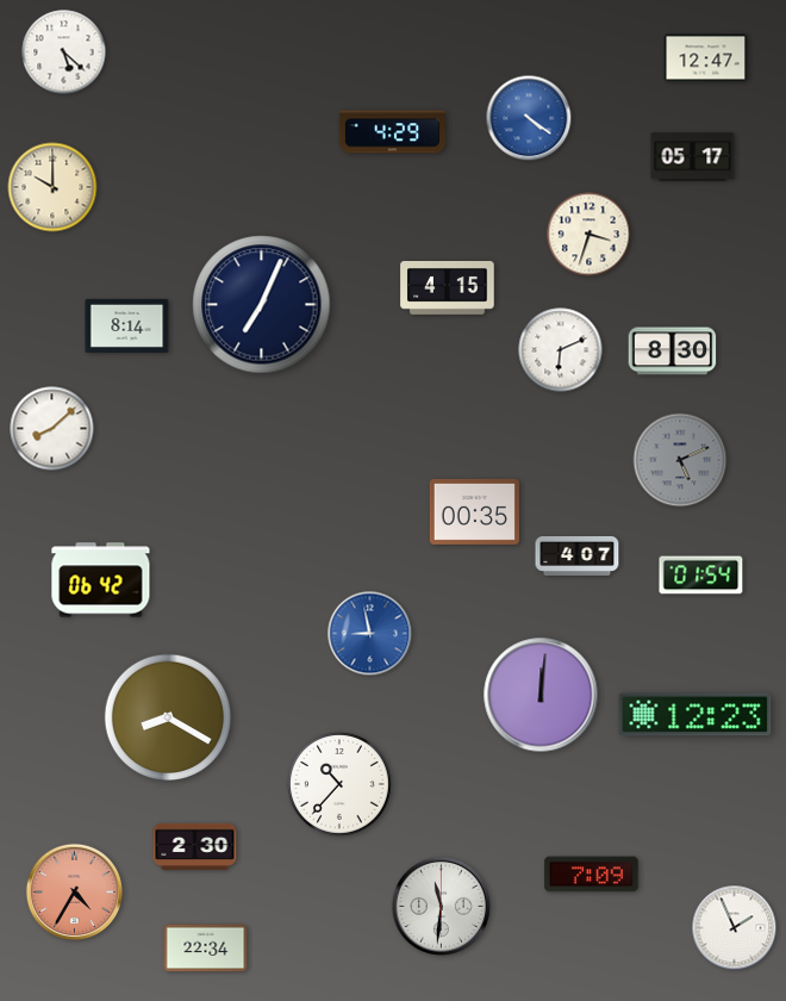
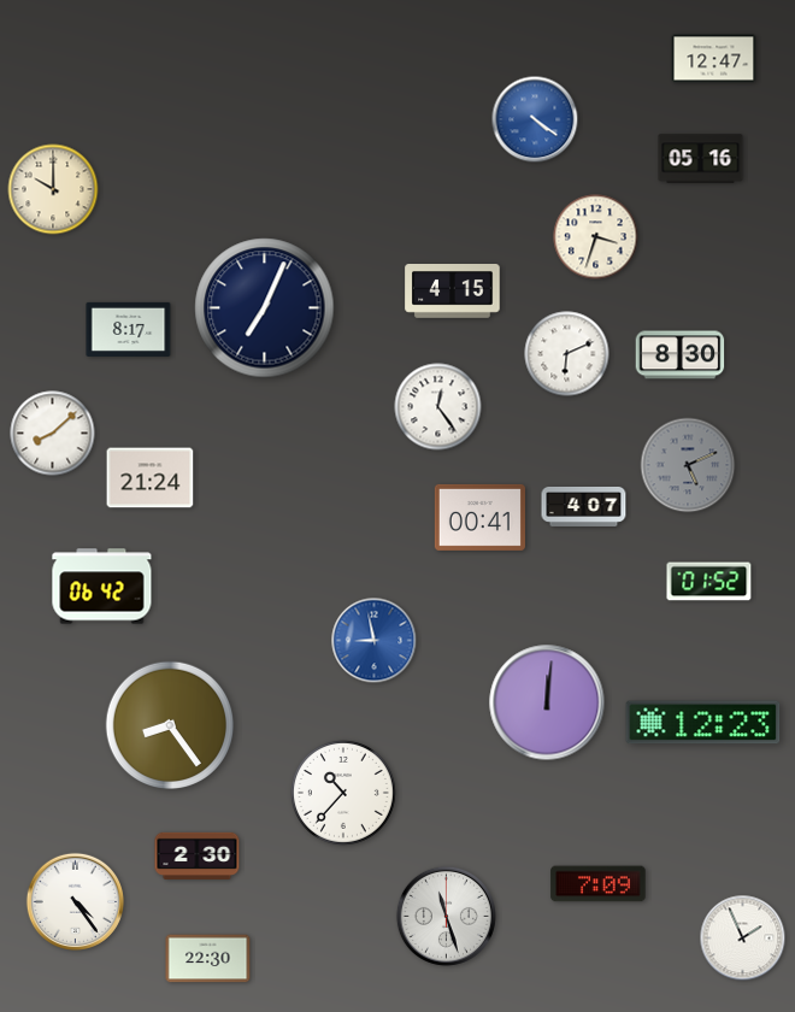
clock at (64, 52): 5:22 -> none
clock at (392, 132): 4:29 -> none
clock at (693, 157): 05:17 -> 05:16
clock at (127, 325): 8:14 -> 8:17
clock at (438, 407): none -> 12:24
clock at (151, 478): none -> 21:24
clock at (474, 511): 00:35 -> 00:41
clock at (578, 555) position: (578, 555) -> (584, 506)
clock at (701, 576): 01:54 -> 01:52
clock at (168, 717): 8:20 -> 8:24
clock at (74, 891): 4:35 -> 4:24
clock at (74, 891) dial: salmon -> white
clock at (441, 906): 11:31 -> 11:27
clock at (206, 949): 22:34 -> 22:30
